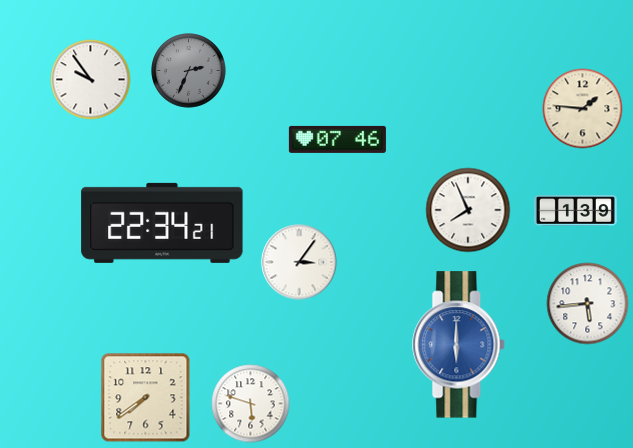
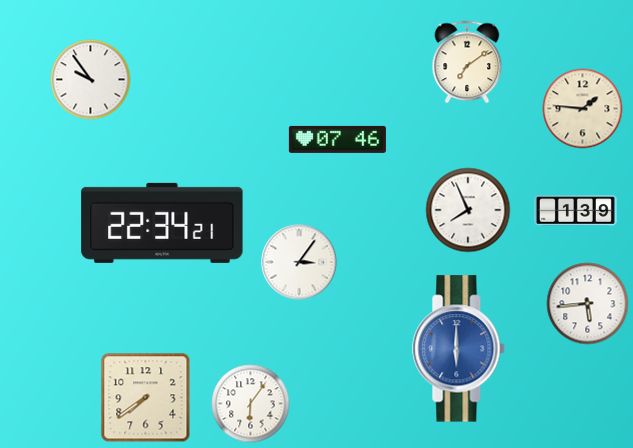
clock at (467, 62): none -> 7:09
clock at (189, 71): 2:34 -> none
clock at (459, 345) position: (459, 345) -> (459, 349)
clock at (251, 404): 5:48 -> 6:06
